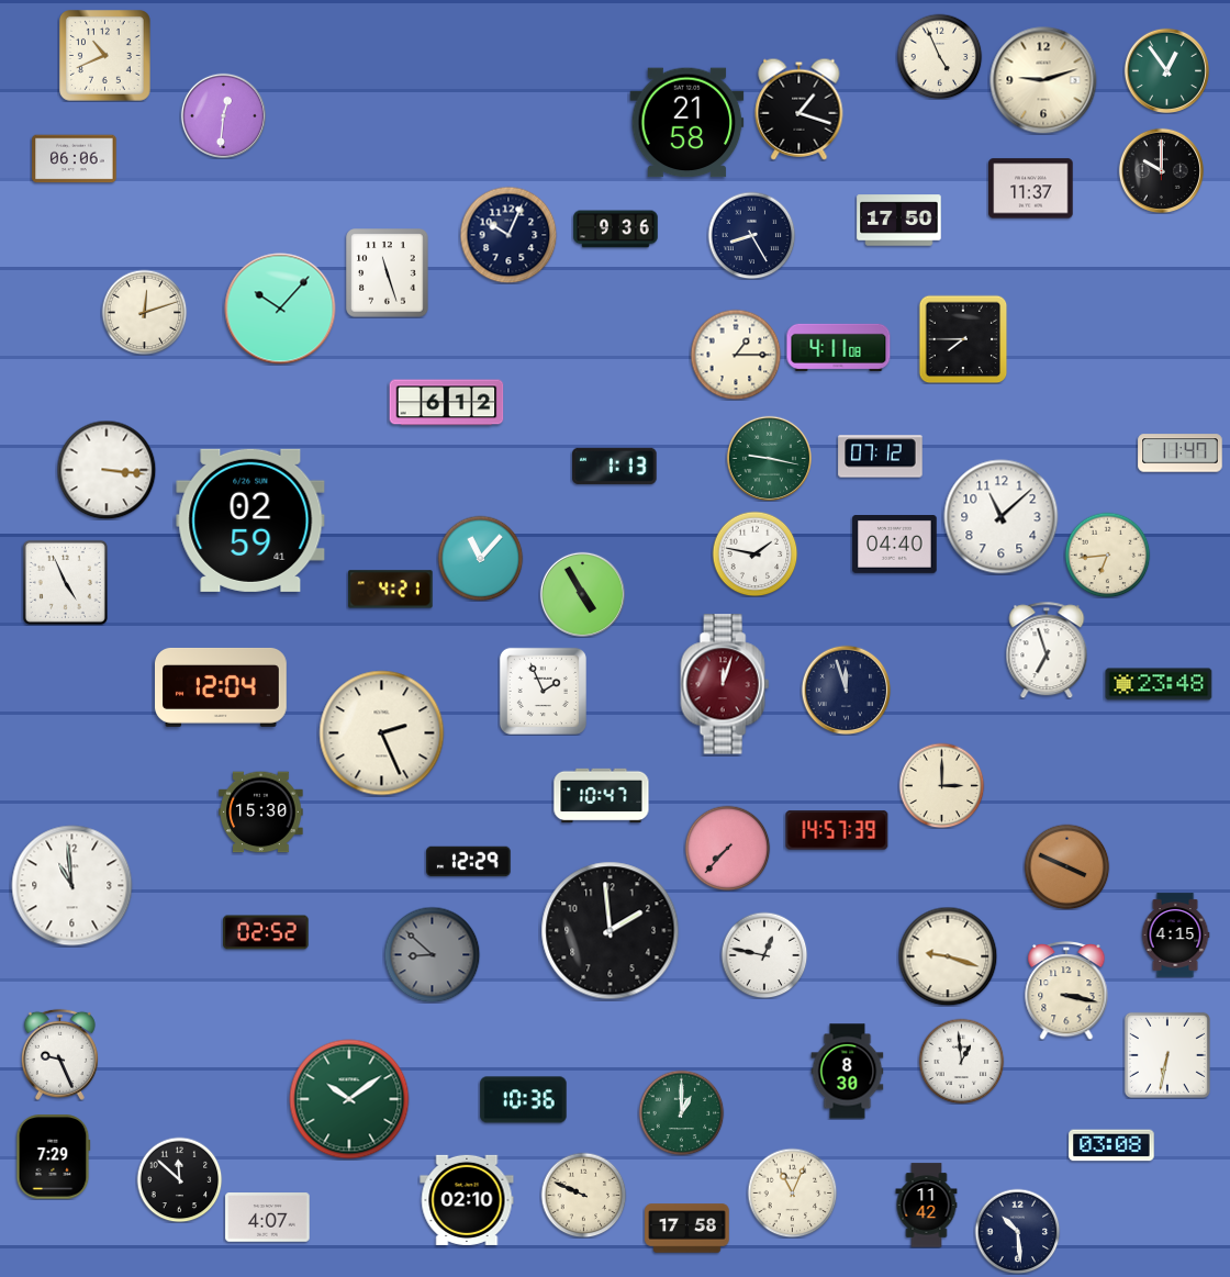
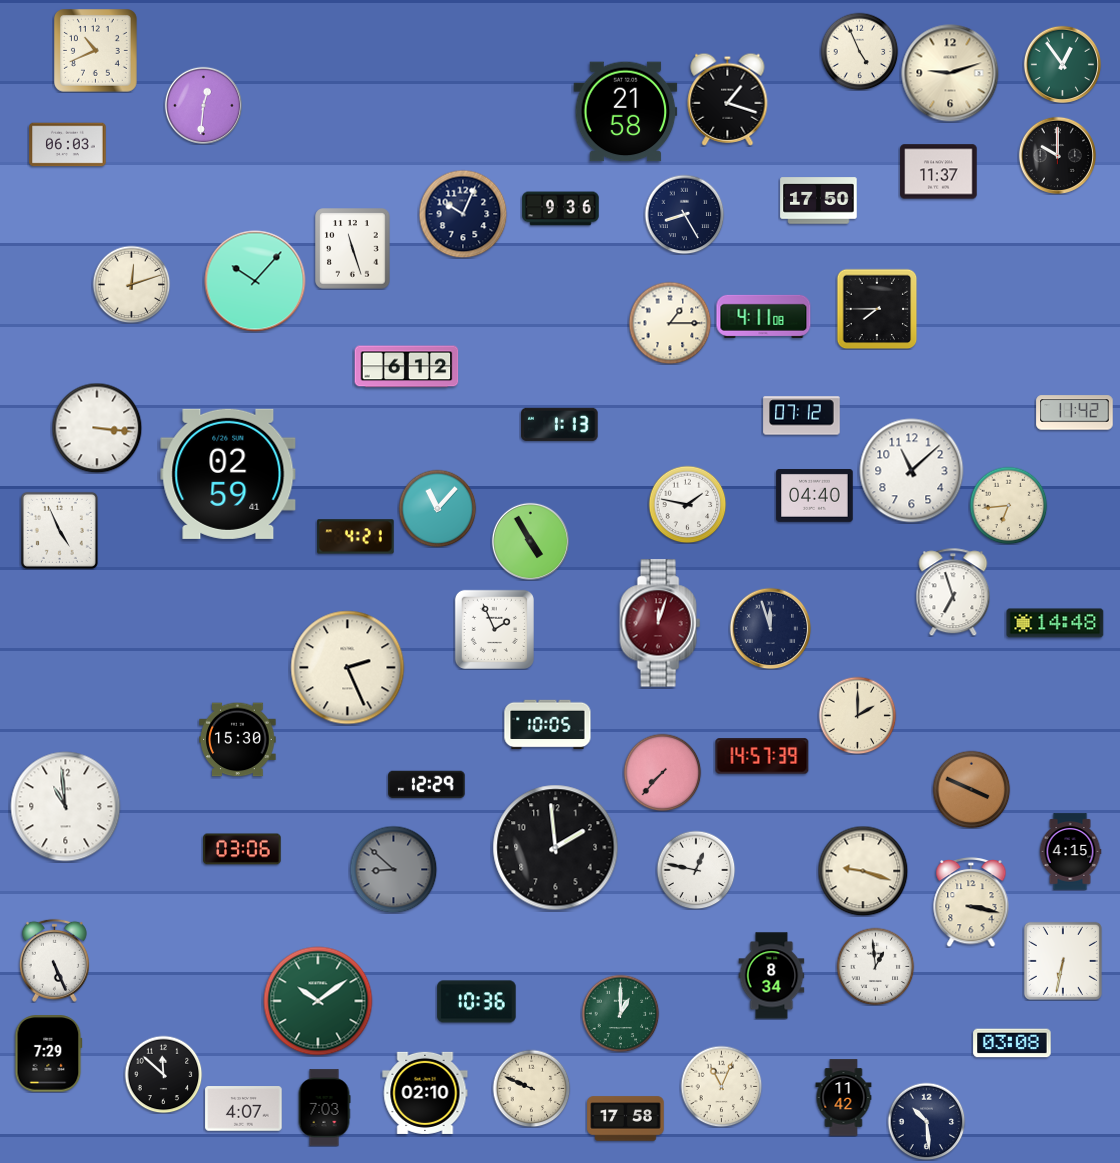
clock at (939, 56) position: (939, 56) -> (859, 51)
clock at (75, 159): 06:06 -> 06:03
clock at (1181, 453): 11:47 -> 11:42
clock at (769, 458): 9:17 -> none
clock at (1159, 684): 23:48 -> 14:48
clock at (222, 687): 12:04 -> none
clock at (941, 785): 3:00 -> 2:00
clock at (602, 796): 10:47 -> 10:05
clock at (266, 932): 02:52 -> 03:06
clock at (59, 1054): 9:26 -> 5:26
clock at (848, 1072): 8:30 -> 8:34
clock at (324, 1108): none -> 7:03
